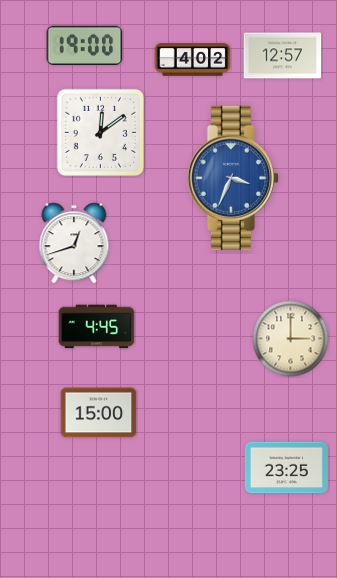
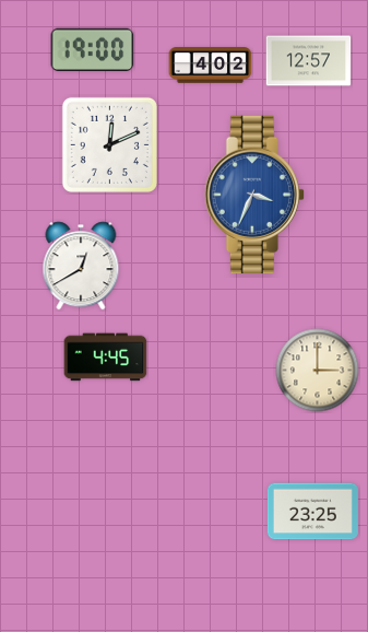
clock at (100, 132): 12:09 -> 12:11
clock at (74, 243): 12:42 -> 12:40
clock at (99, 413): 15:00 -> none
